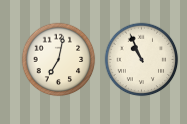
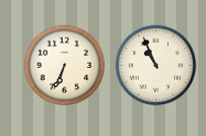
clock at (59, 60): 7:02 -> 6:34
